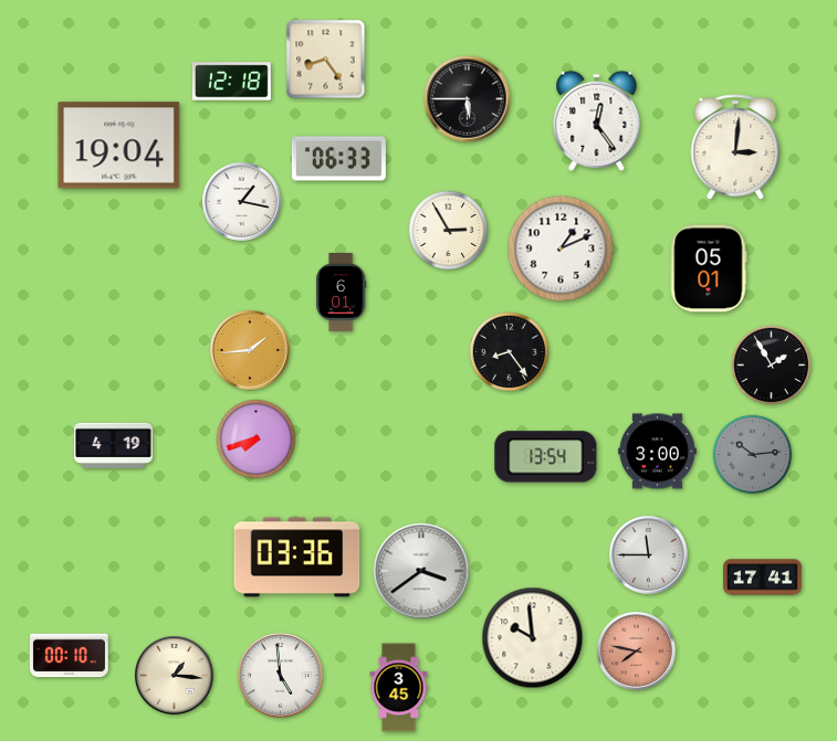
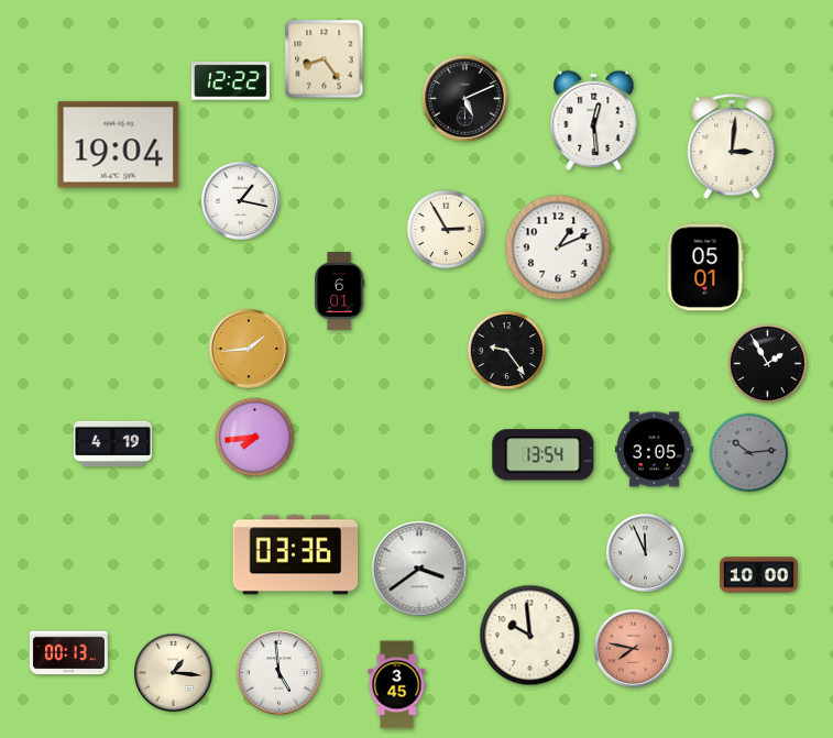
clock at (231, 82): 12:18 -> 12:22
clock at (468, 99): 5:45 -> 5:11
clock at (597, 120): 12:24 -> 12:29
clock at (338, 159): 06:33 -> none
clock at (510, 352): 8:24 -> 9:24
clock at (257, 440): 7:42 -> 7:44
clock at (657, 452): 3:00 -> 3:05
clock at (649, 555): 11:45 -> 11:56
clock at (763, 578): 17:41 -> 10:00
clock at (69, 656): 00:10 -> 00:13
